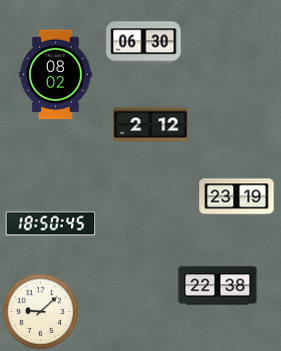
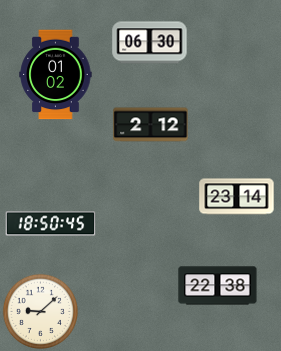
clock at (144, 43) position: (144, 43) -> (150, 43)
clock at (56, 75): 08:02 -> 01:02
clock at (237, 197): 23:19 -> 23:14
